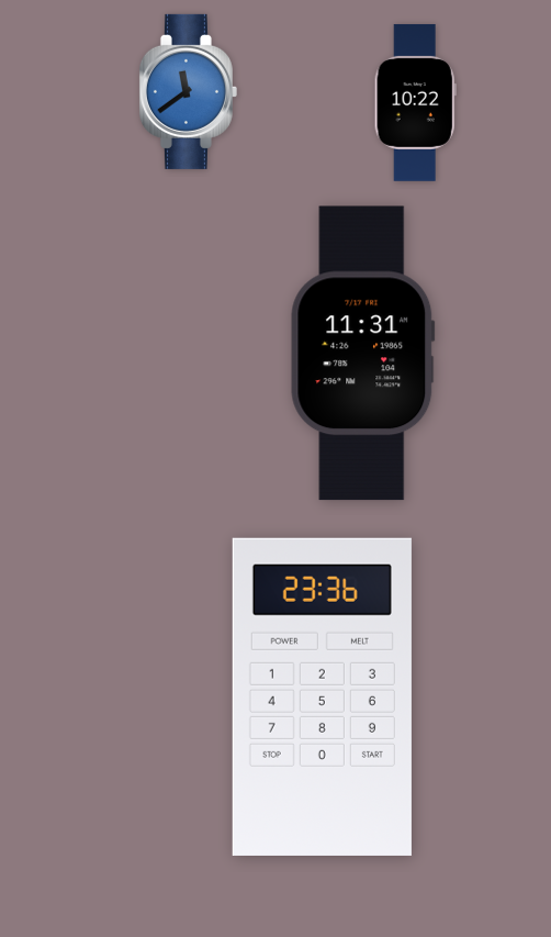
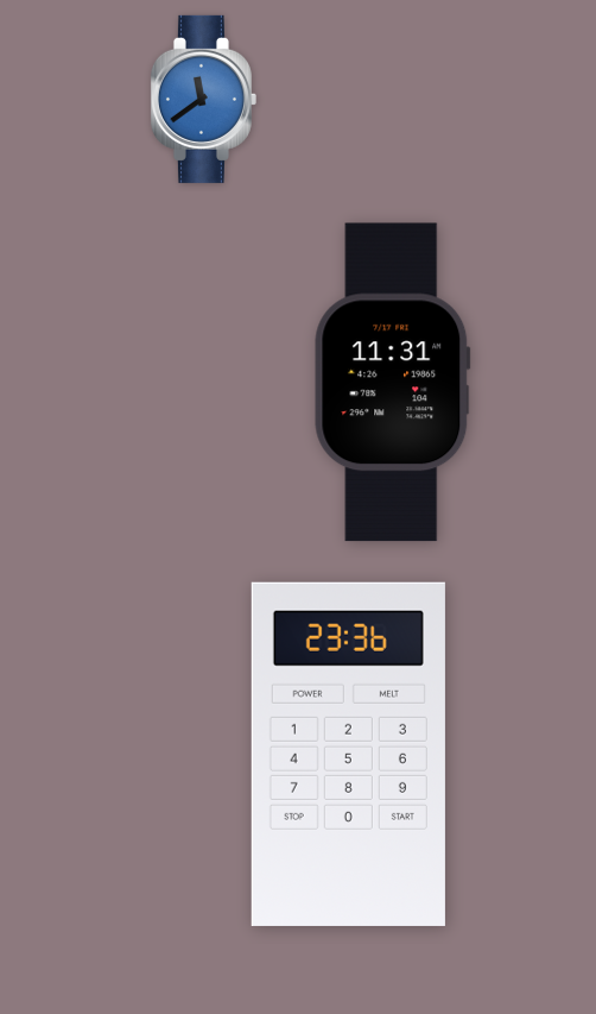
clock at (415, 102): 10:22 -> none
